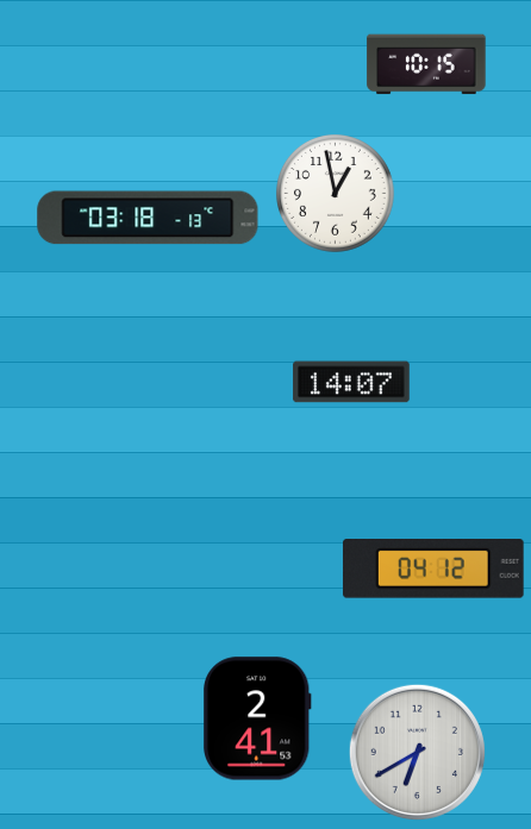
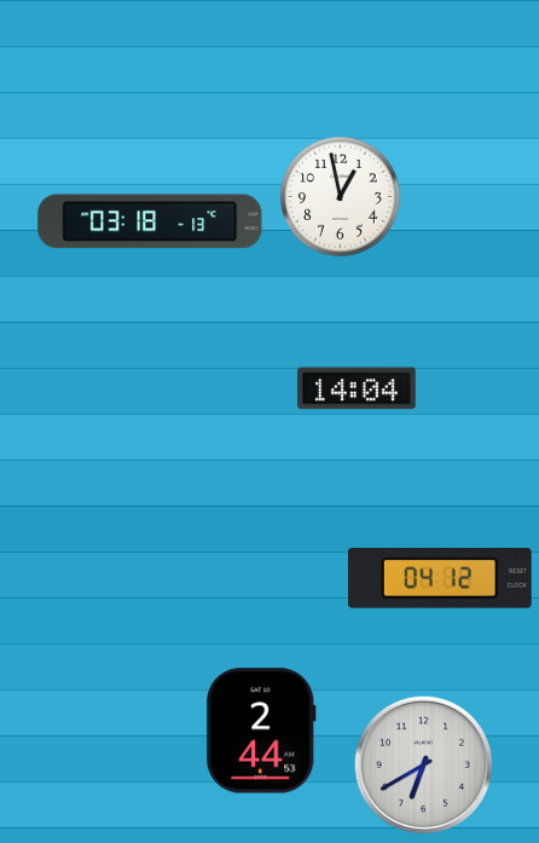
clock at (426, 64): 10:15 -> none
clock at (351, 382): 14:07 -> 14:04
clock at (257, 718): 2:41 -> 2:44
